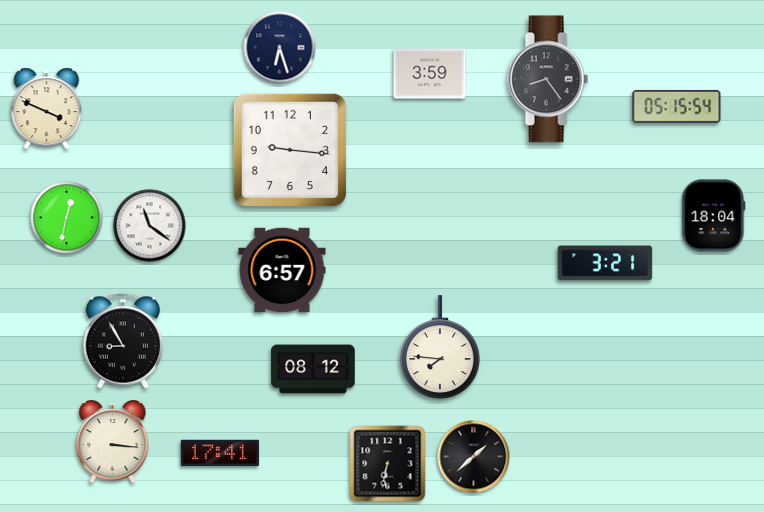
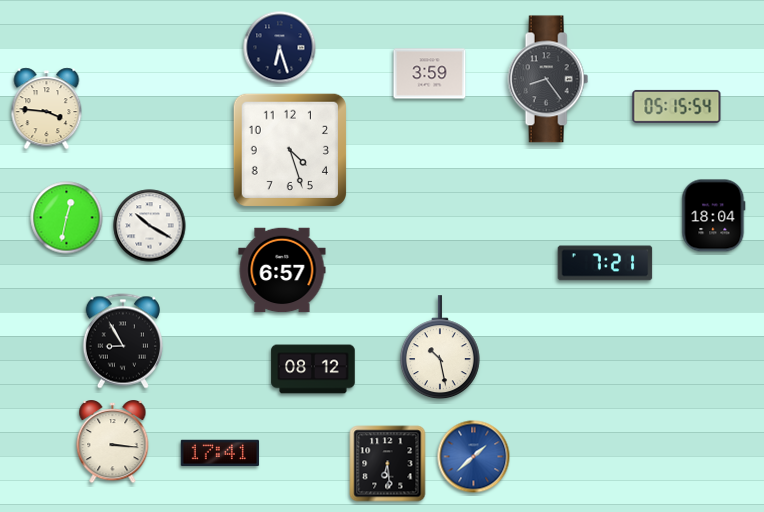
clock at (47, 109): 3:49 -> 3:46
clock at (289, 149): 9:16 -> 4:27
clock at (150, 226): 11:21 -> 10:20
clock at (605, 263): 3:21 -> 7:21
clock at (440, 348): 7:46 -> 10:28
clock at (474, 457) dial: black -> blue
clock at (388, 464): 6:32 -> 6:29
